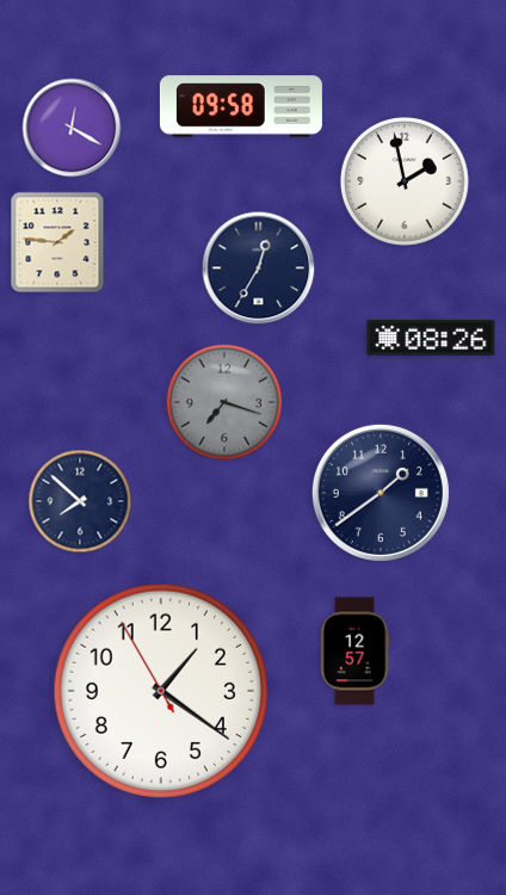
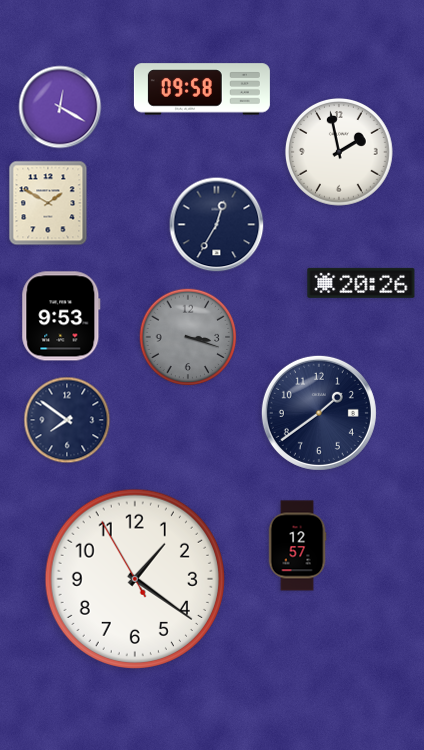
clock at (57, 242): 1:46 -> 1:50
clock at (431, 338): 08:26 -> 20:26
clock at (61, 316): none -> 9:53
clock at (224, 402): 7:18 -> 3:18
clock at (80, 501): 7:52 -> 7:51
